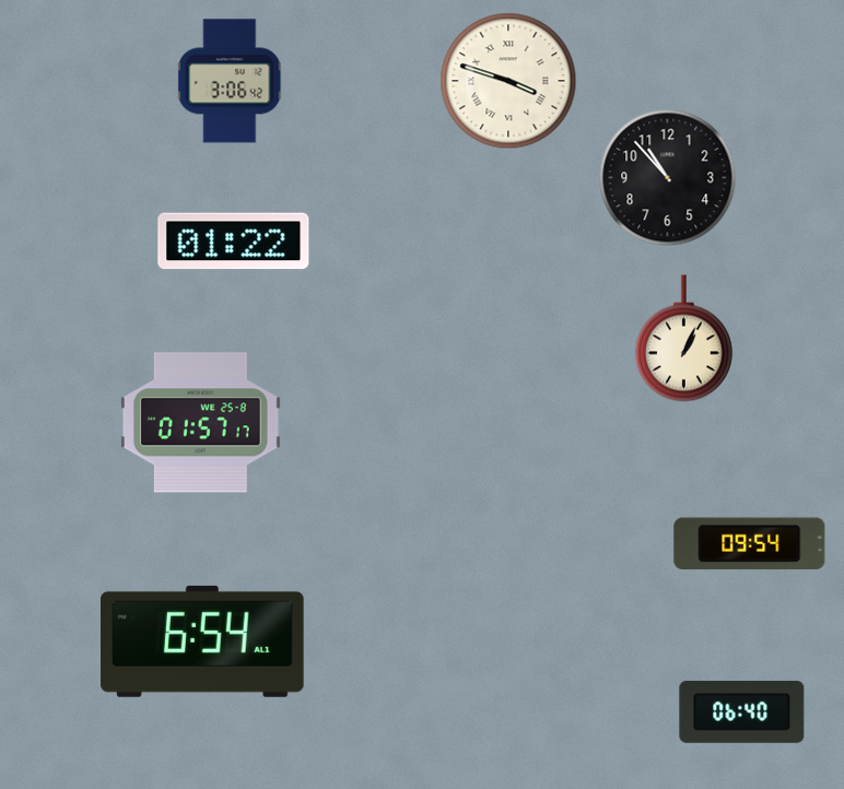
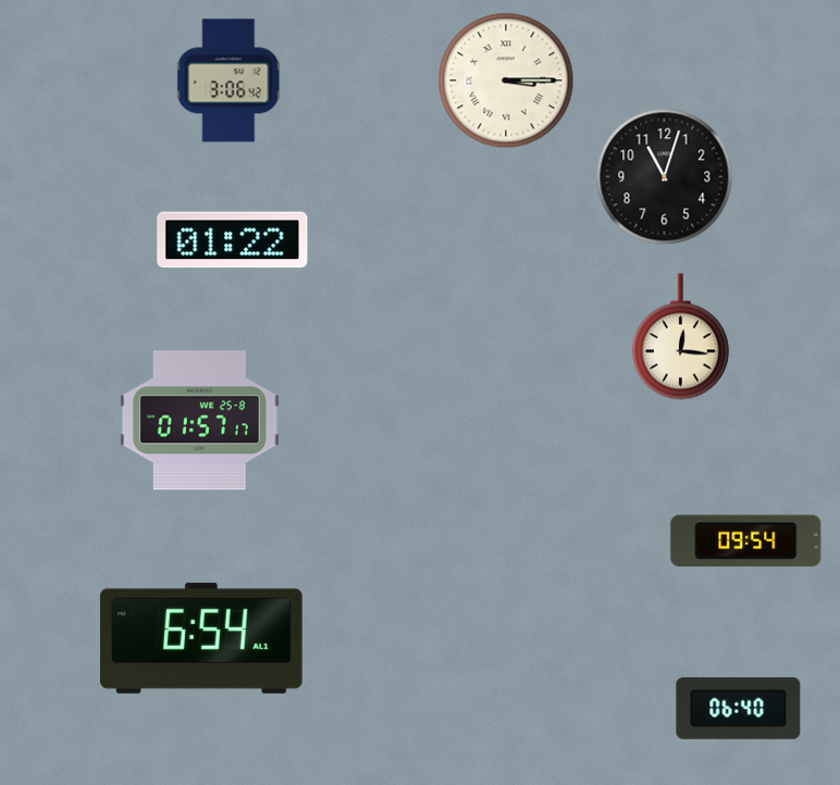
clock at (508, 81): 3:48 -> 3:15
clock at (668, 178): 10:53 -> 11:03
clock at (683, 339): 1:04 -> 12:16
